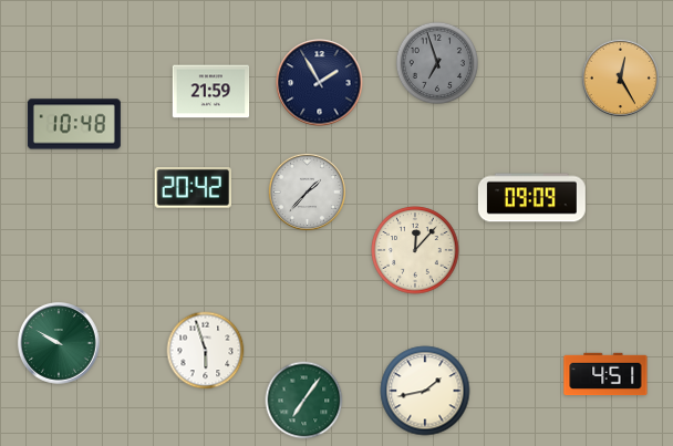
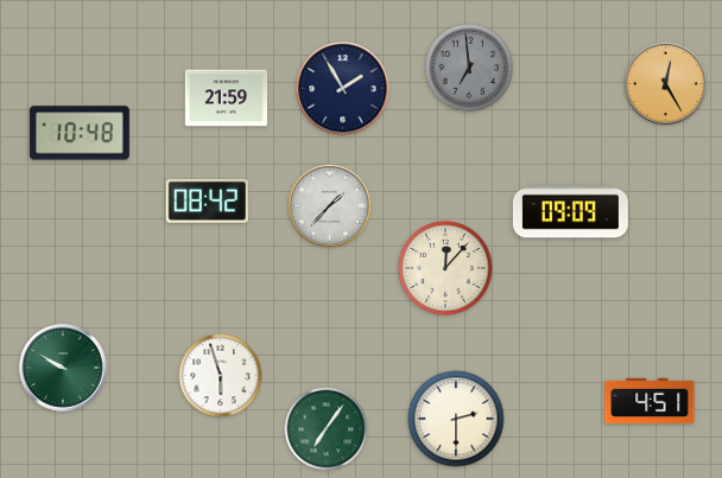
clock at (436, 62): 6:57 -> 6:59
clock at (193, 188): 20:42 -> 08:42
clock at (425, 391): 1:43 -> 2:30
